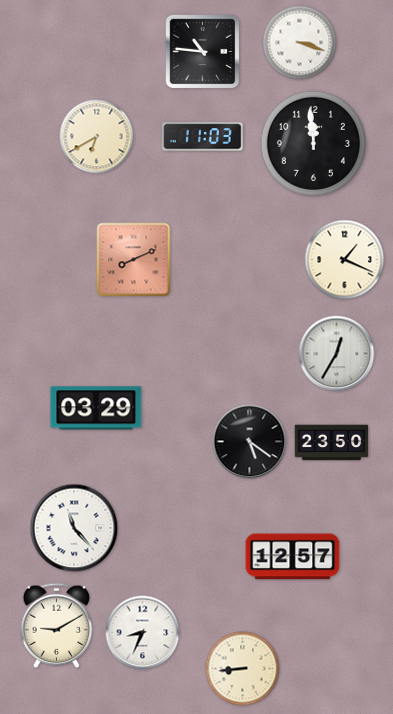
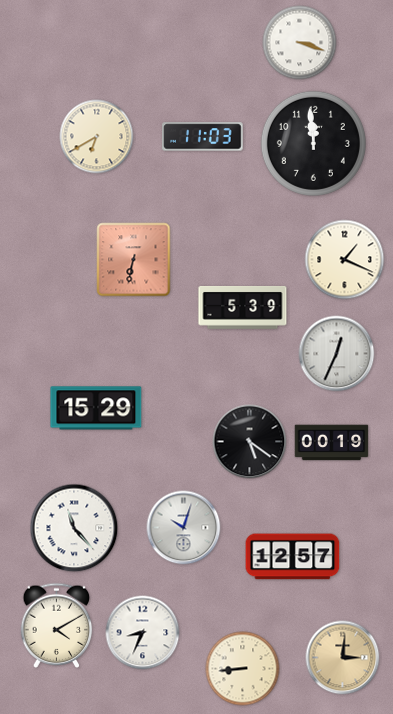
clock at (203, 52): 10:46 -> none
clock at (134, 260): 8:11 -> 6:32
clock at (243, 307): none -> 5:39
clock at (337, 354): 12:35 -> 12:34
clock at (96, 408): 03:29 -> 15:29
clock at (332, 443): 23:50 -> 00:19
clock at (184, 528): none -> 10:03
clock at (57, 625): 9:10 -> 4:10
clock at (343, 658): none -> 3:01
